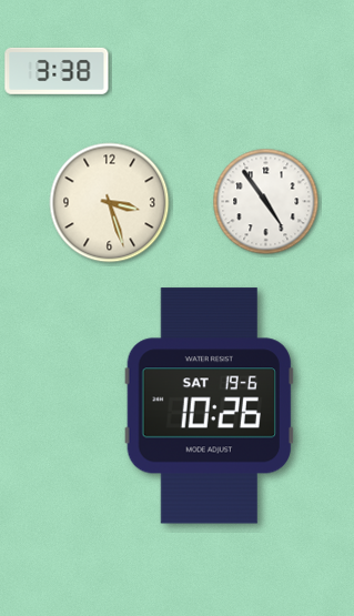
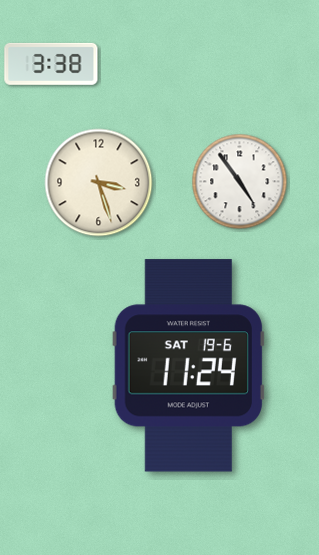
clock at (209, 406): 10:26 -> 11:24
